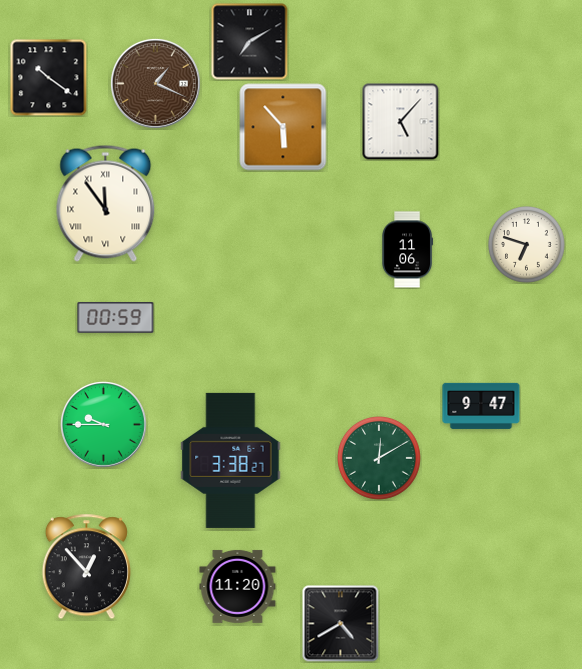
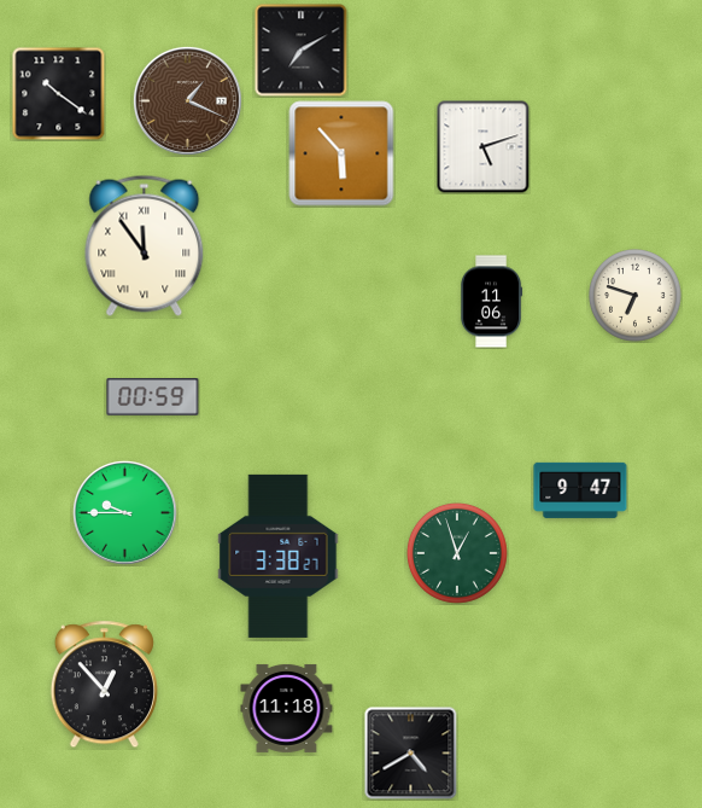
clock at (401, 122): 5:07 -> 5:12
clock at (106, 203) position: (106, 203) -> (145, 245)
clock at (116, 318) position: (116, 318) -> (153, 397)
clock at (379, 458): 12:10 -> 12:57
clock at (238, 586): 11:20 -> 11:18
